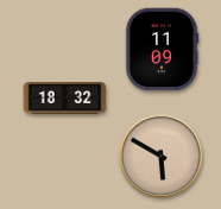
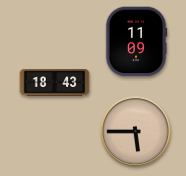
clock at (65, 99): 18:32 -> 18:43
clock at (162, 157): 5:50 -> 5:45
